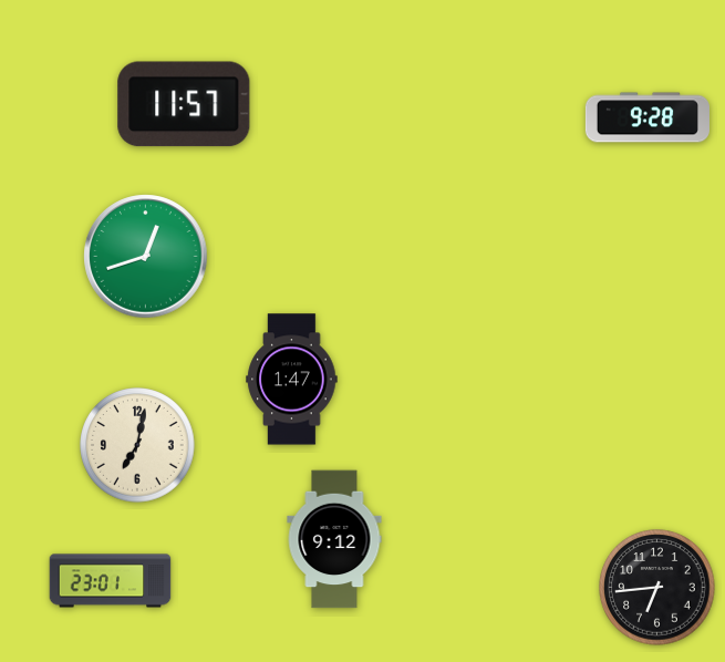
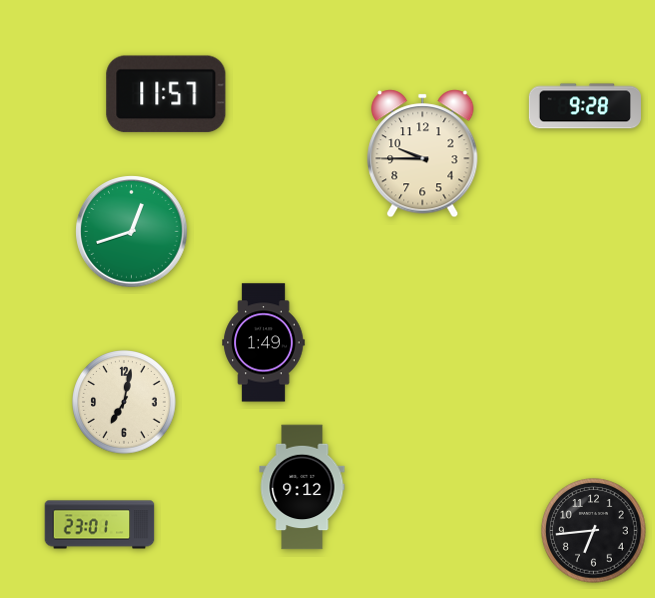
clock at (423, 154): none -> 9:45
clock at (292, 380): 1:47 -> 1:49
